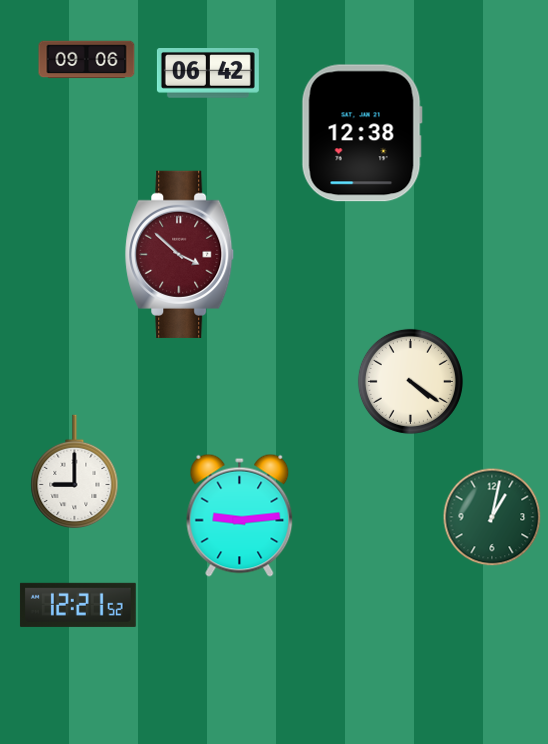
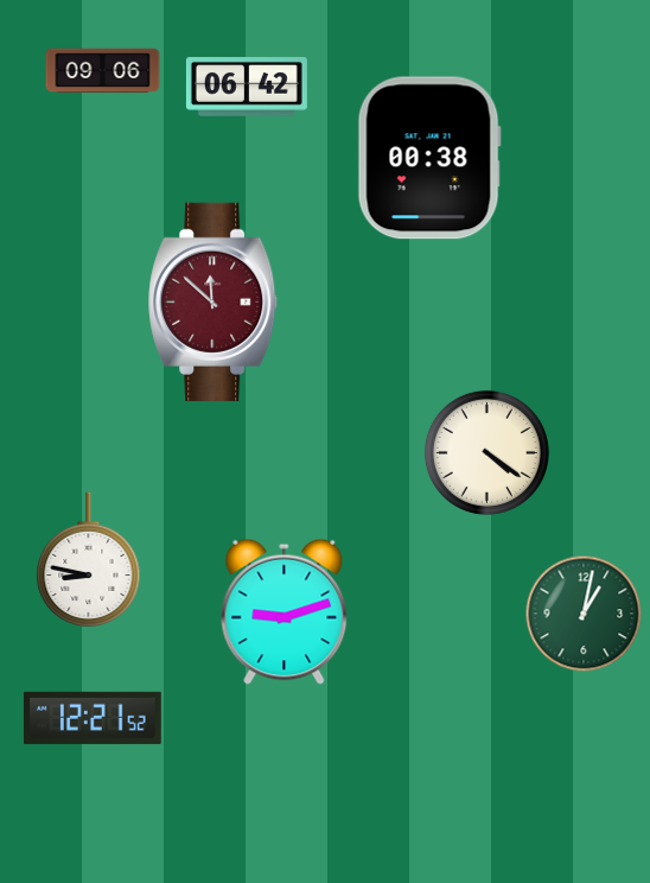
clock at (362, 133): 12:38 -> 00:38
clock at (180, 254): 3:52 -> 11:52
clock at (75, 472): 9:00 -> 8:47
clock at (240, 515): 9:14 -> 9:12
